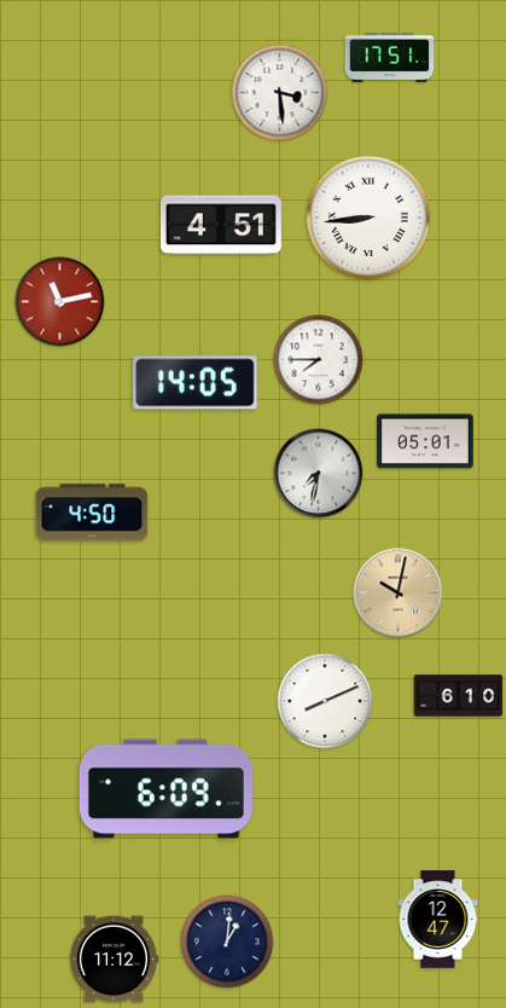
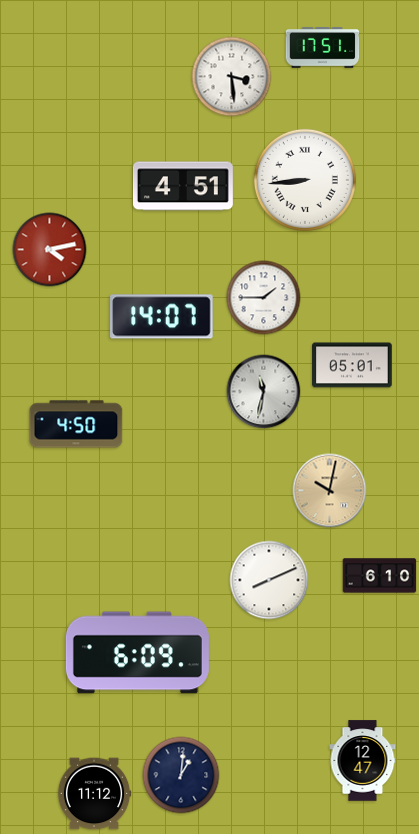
clock at (60, 302): 11:13 -> 4:13
clock at (319, 360): 7:45 -> 1:45
clock at (196, 383): 14:05 -> 14:07
clock at (319, 474): 7:32 -> 11:32
clock at (227, 942) position: (227, 942) -> (181, 775)
